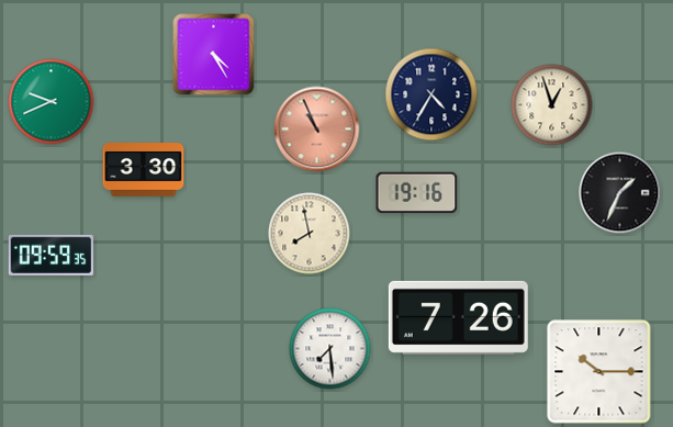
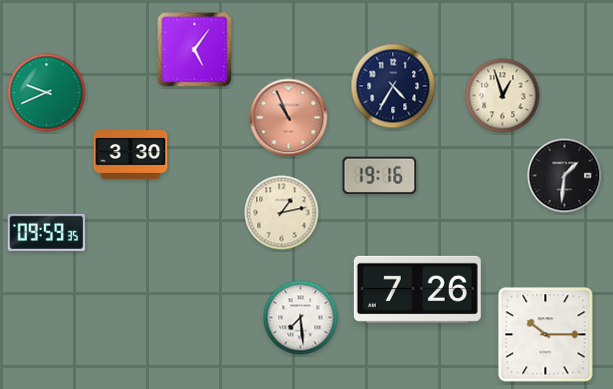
clock at (214, 55): 4:25 -> 5:06
clock at (620, 193): 1:34 -> 1:31
clock at (310, 234): 7:58 -> 1:13
clock at (599, 372) position: (599, 372) -> (546, 335)
